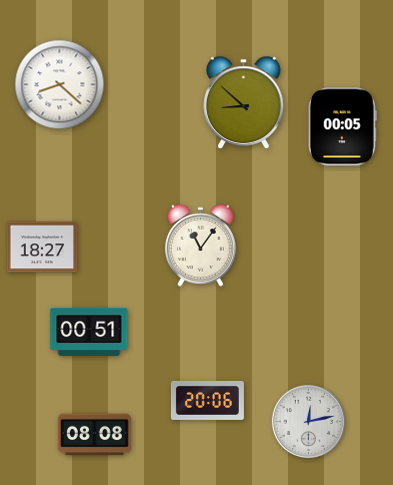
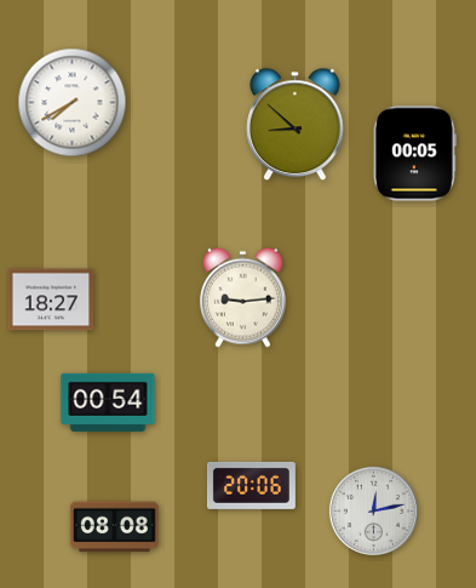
clock at (60, 85): 8:22 -> 7:40
clock at (200, 245): 11:06 -> 9:14
clock at (89, 332): 00:51 -> 00:54
